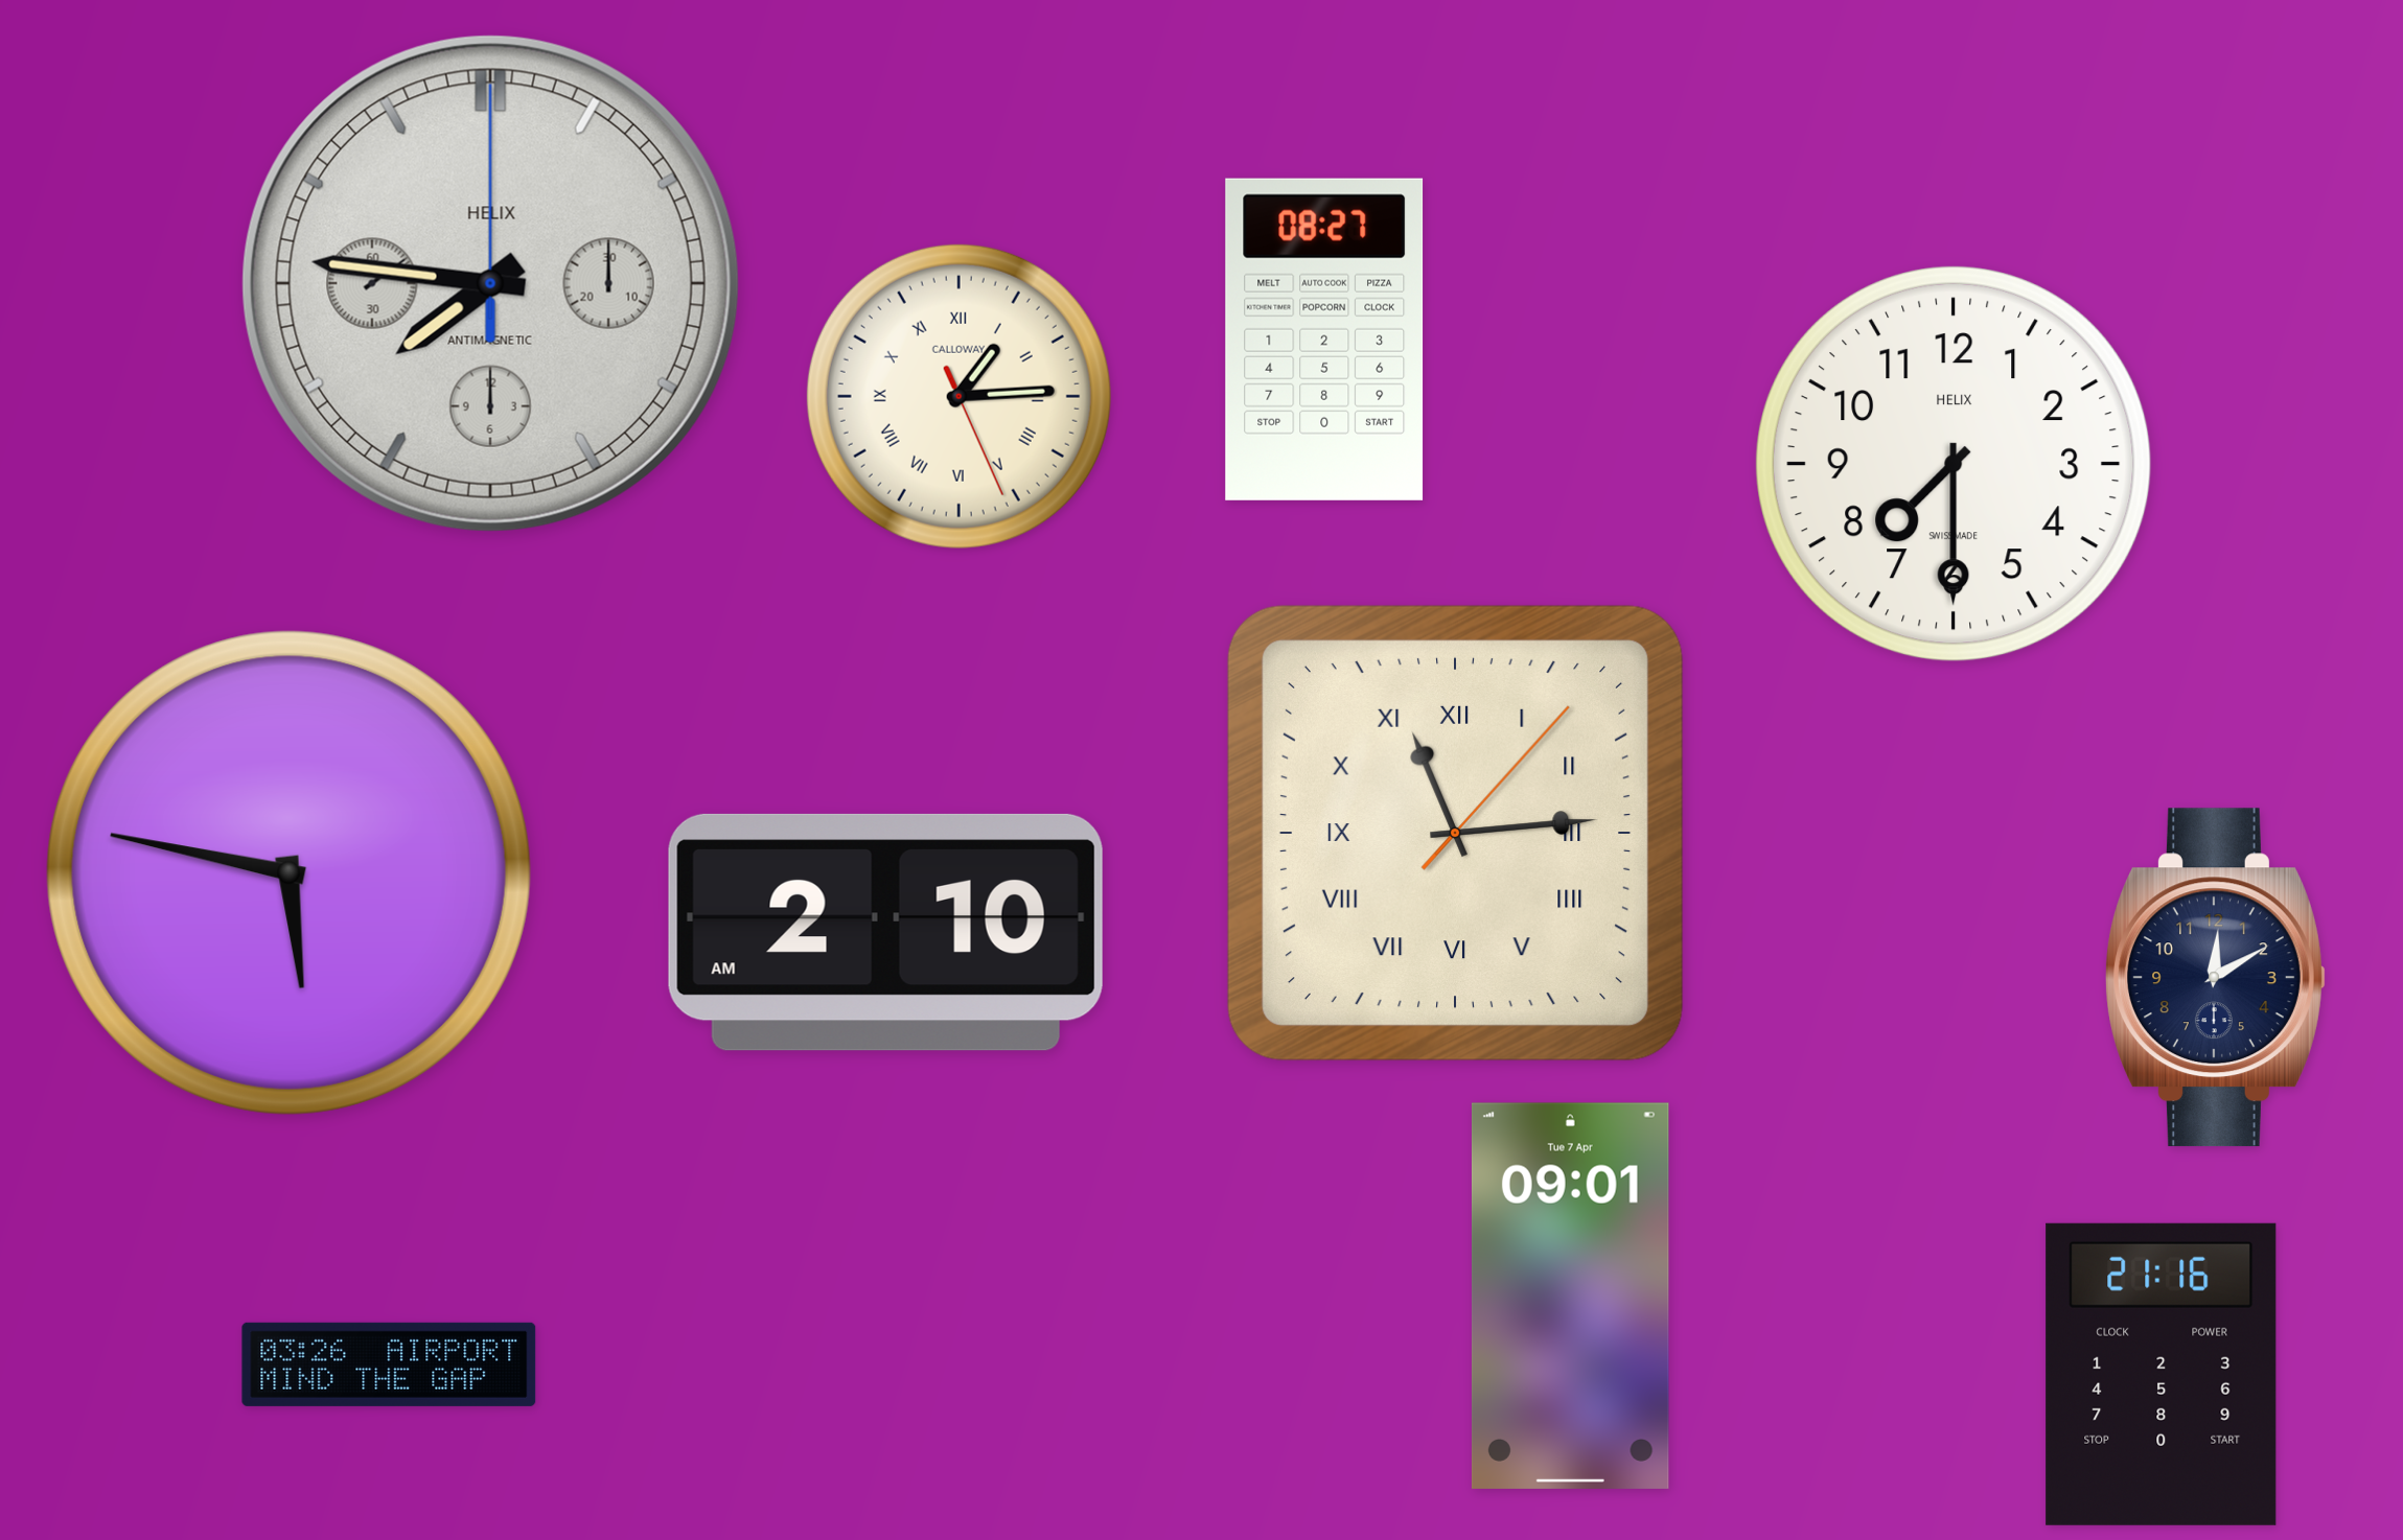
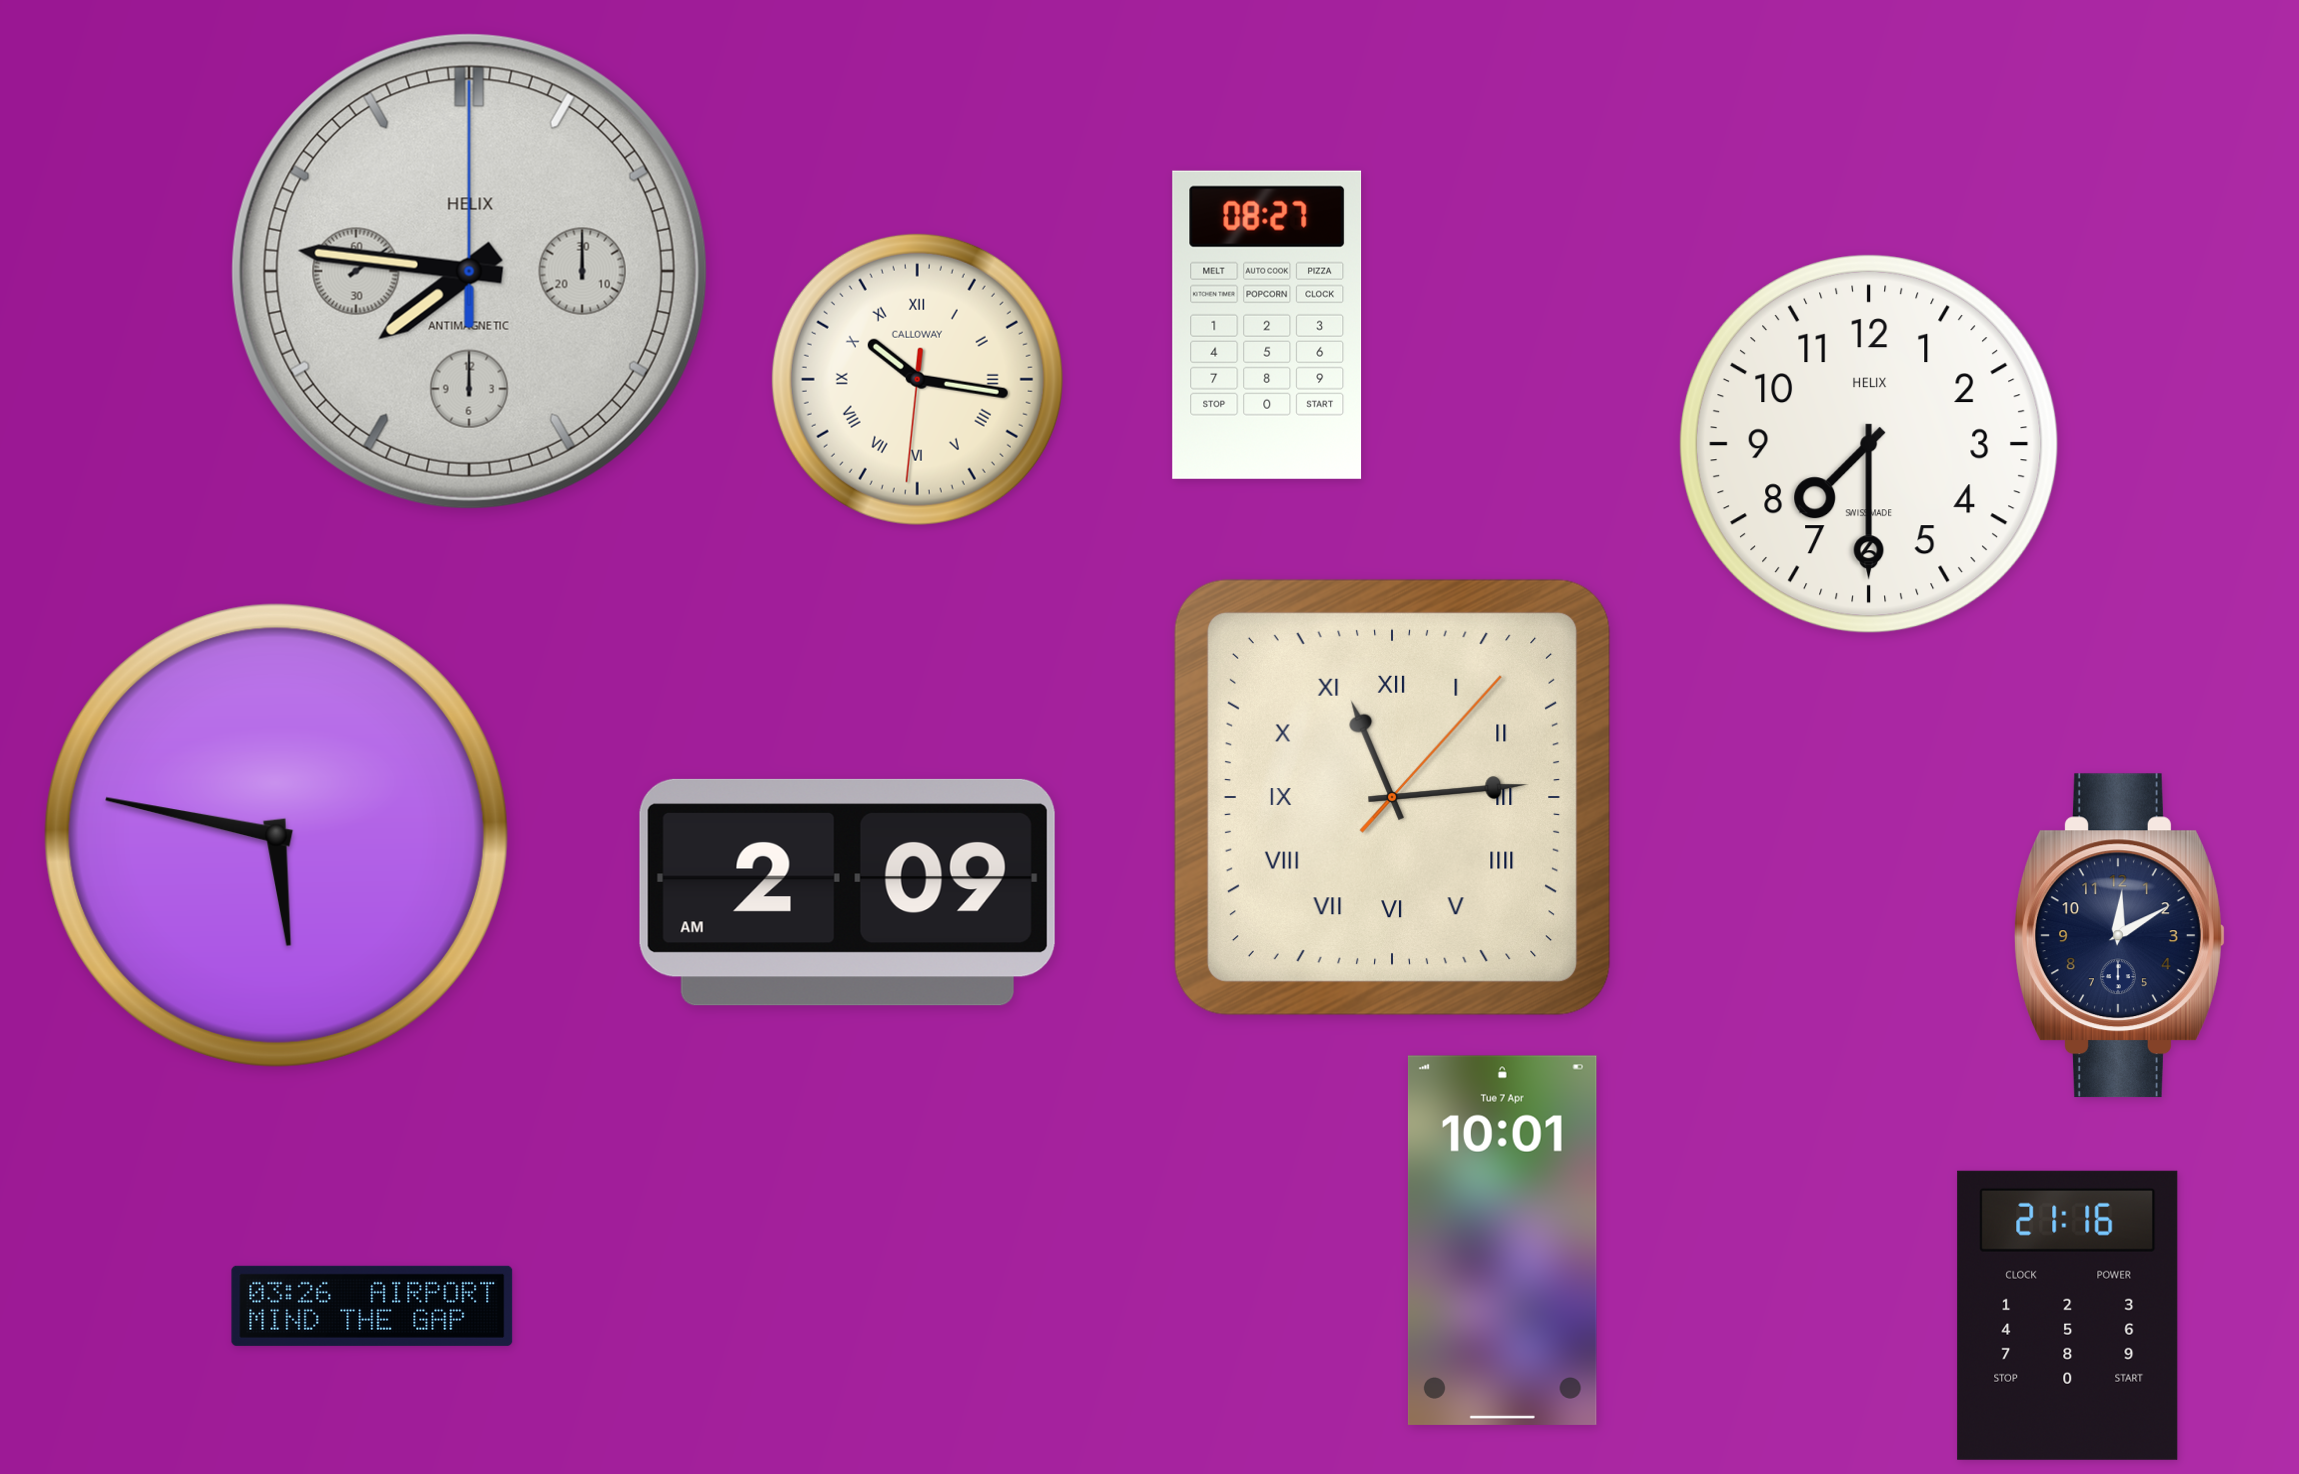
clock at (958, 396): 1:14 -> 10:16
clock at (885, 932): 2:10 -> 2:09
clock at (1570, 1296): 09:01 -> 10:01
